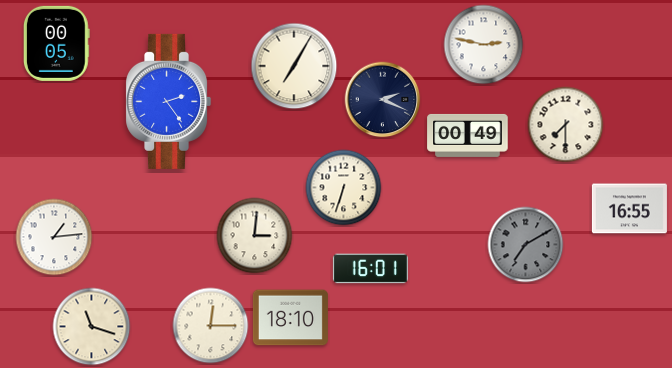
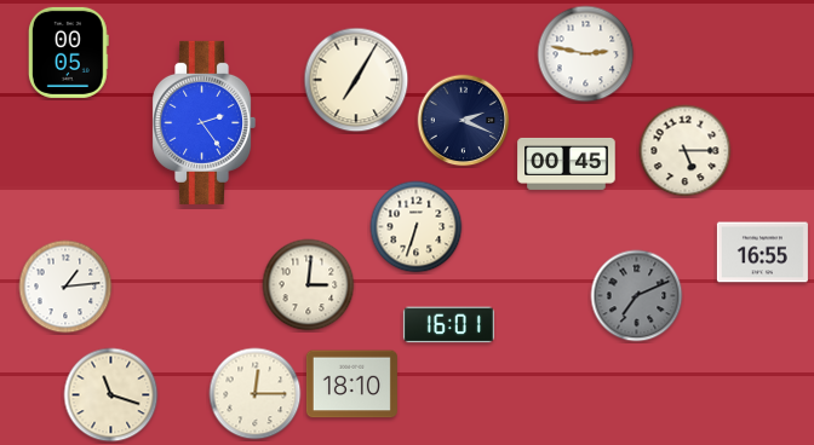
clock at (566, 125): 7:30 -> 5:15
clock at (468, 135): 00:49 -> 00:45
clock at (526, 245): 7:10 -> 7:11
